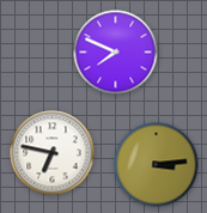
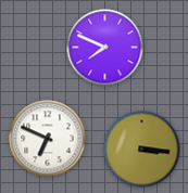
clock at (53, 153): 6:47 -> 6:49
clock at (157, 165): 3:14 -> 3:16
